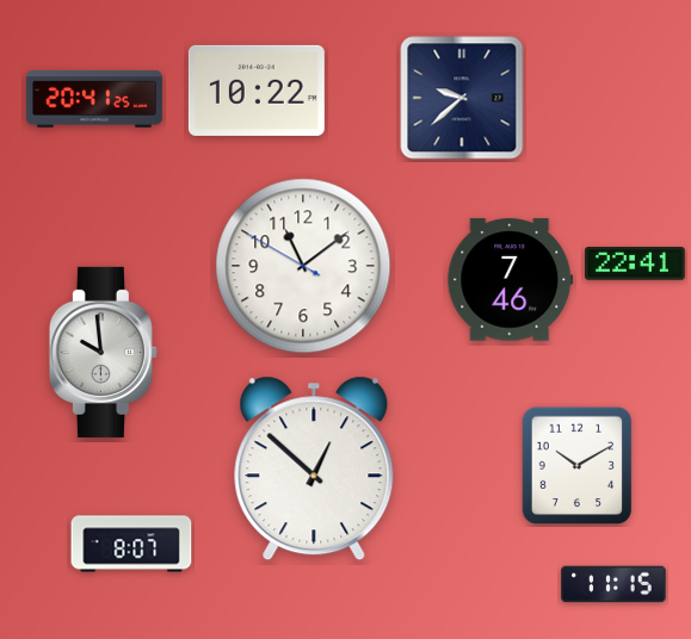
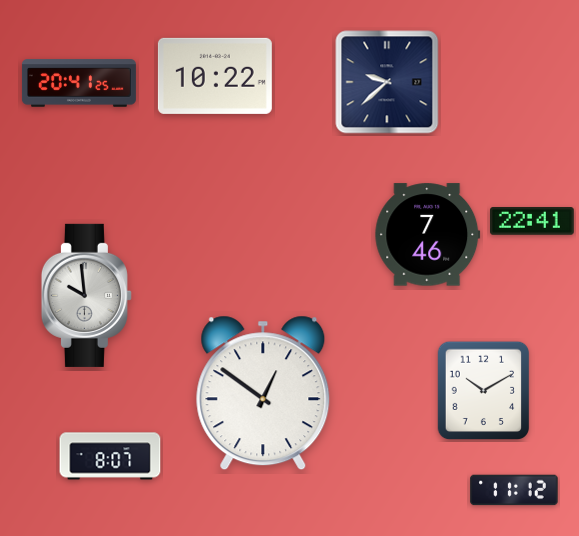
clock at (303, 266): 11:08 -> none
clock at (314, 469): 12:52 -> 12:51
clock at (613, 584): 11:15 -> 11:12
